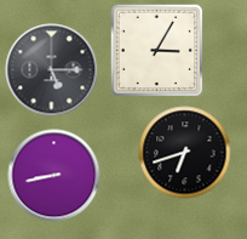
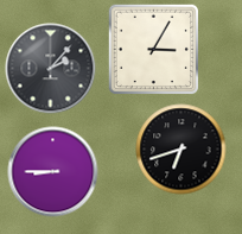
clock at (52, 70): 5:15 -> 2:07
clock at (54, 176): 8:43 -> 8:45
